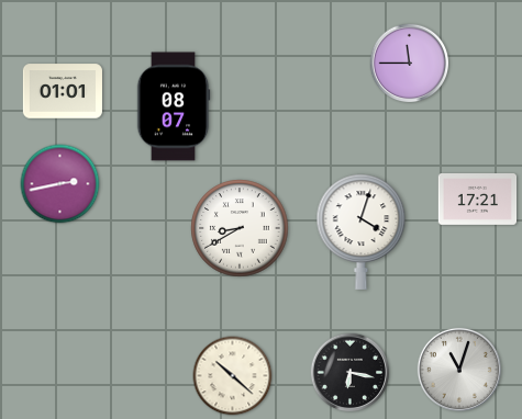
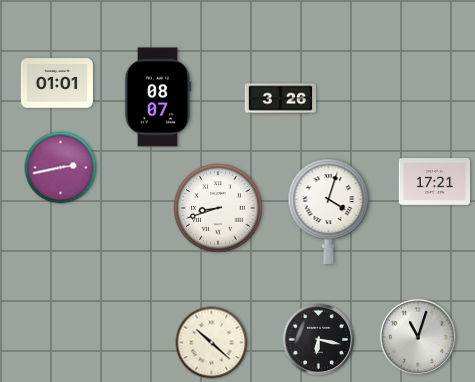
clock at (410, 64): 11:45 -> none
clock at (281, 99): none -> 3:26
clock at (60, 184) position: (60, 184) -> (61, 168)
clock at (240, 228): 8:40 -> 8:42
